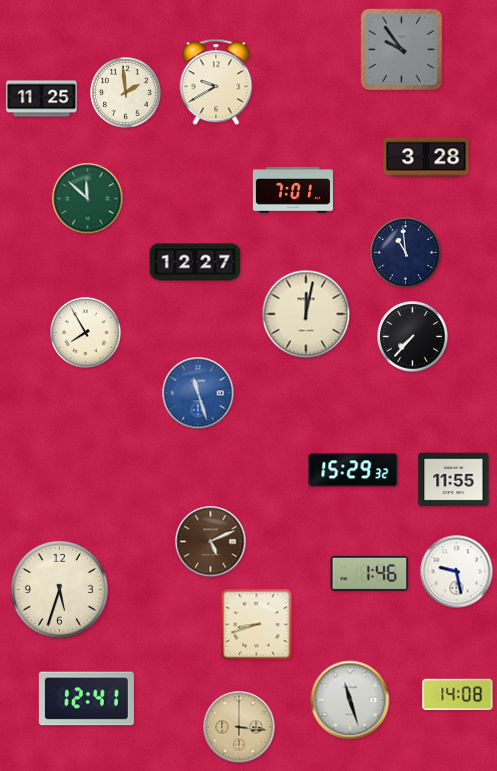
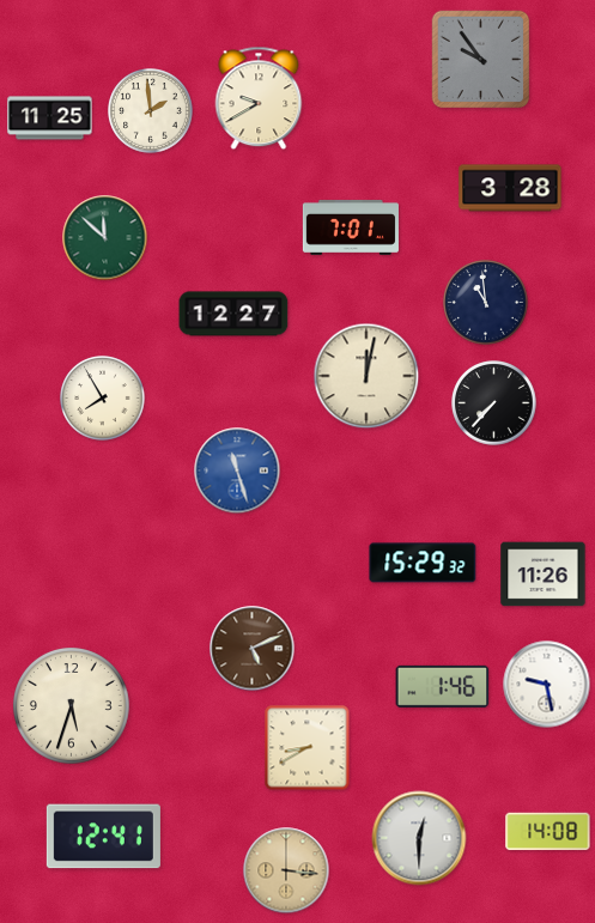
clock at (454, 480): 11:55 -> 11:26
clock at (257, 625): 8:42 -> 8:40
clock at (350, 700): 11:27 -> 12:30
